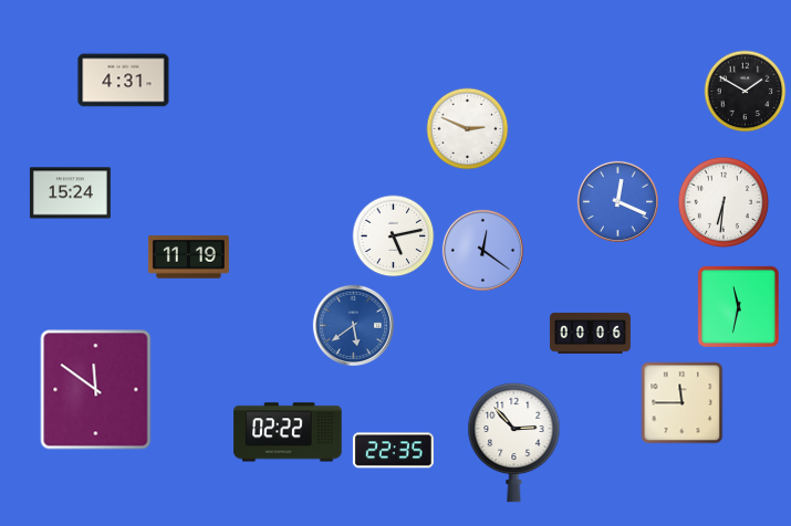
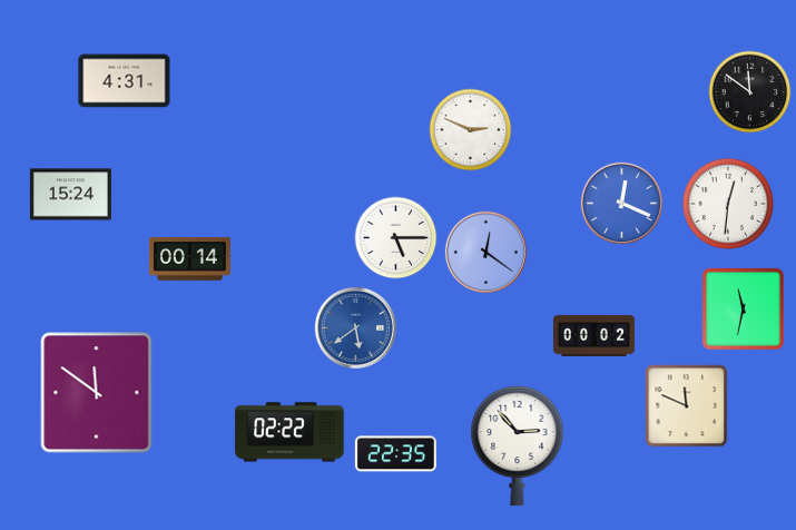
clock at (746, 92): 1:50 -> 11:51
clock at (724, 202): 6:31 -> 12:31
clock at (394, 236): 5:13 -> 5:15
clock at (188, 257): 11:19 -> 00:14
clock at (590, 333): 00:06 -> 00:02
clock at (683, 403): 11:45 -> 11:49
clock at (288, 432) position: (288, 432) -> (289, 432)
